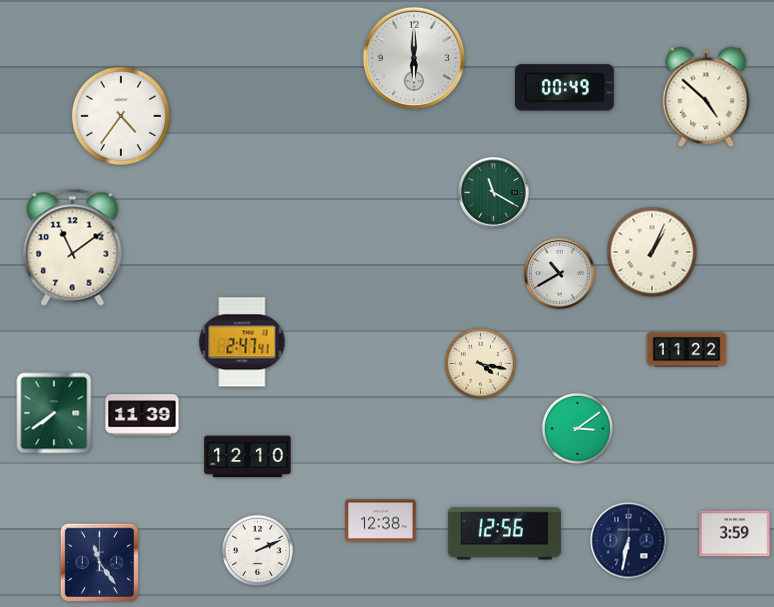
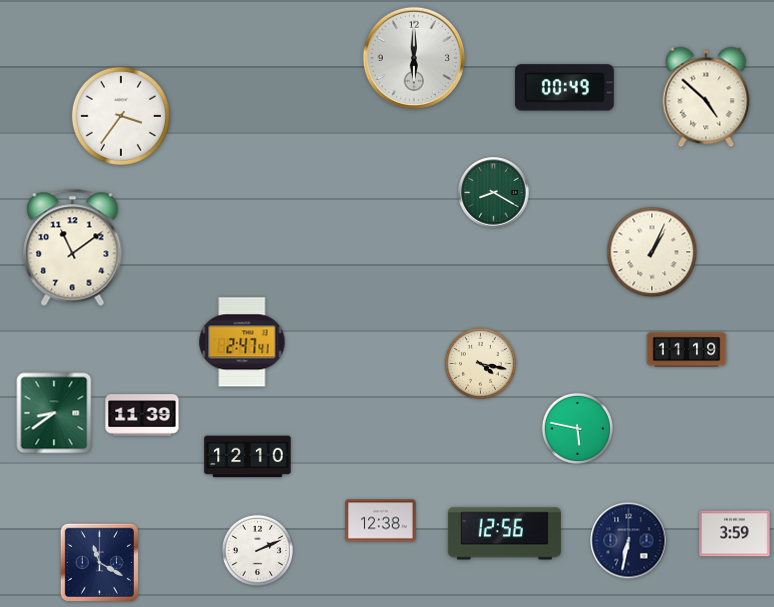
clock at (121, 116): 4:36 -> 3:36
clock at (494, 193): 11:20 -> 8:20
clock at (560, 274): 10:40 -> none
clock at (687, 350): 11:22 -> 11:19
clock at (54, 413): 7:39 -> 8:39
clock at (577, 428): 3:09 -> 5:47
clock at (99, 562): 11:24 -> 11:20
